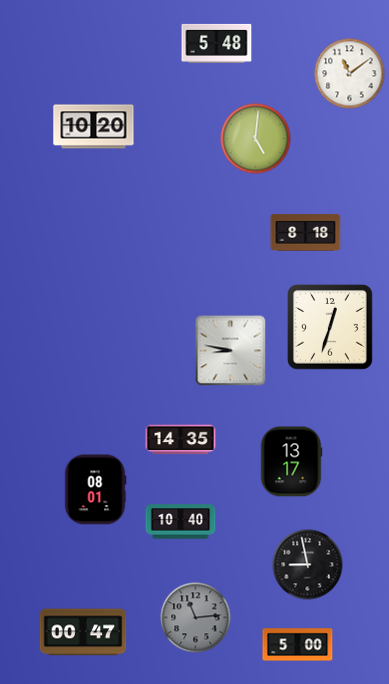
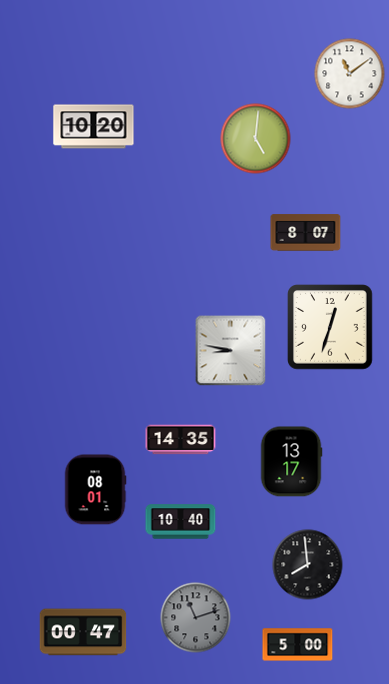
clock at (217, 43): 5:48 -> none
clock at (306, 233): 8:18 -> 8:07
clock at (308, 565): 8:58 -> 7:59
clock at (196, 618): 11:14 -> 11:12
